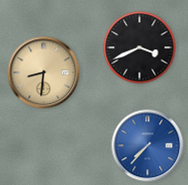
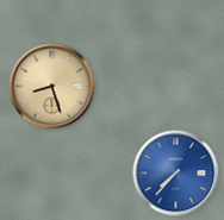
clock at (140, 48): 3:41 -> none
clock at (44, 73): 8:31 -> 8:27
